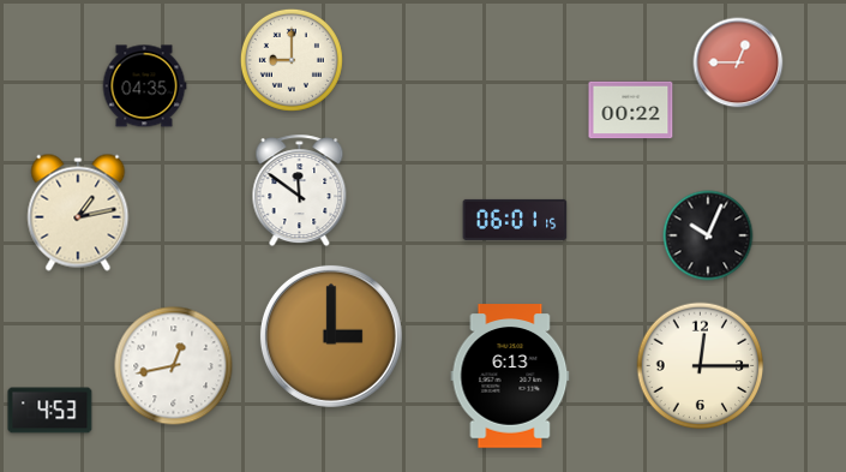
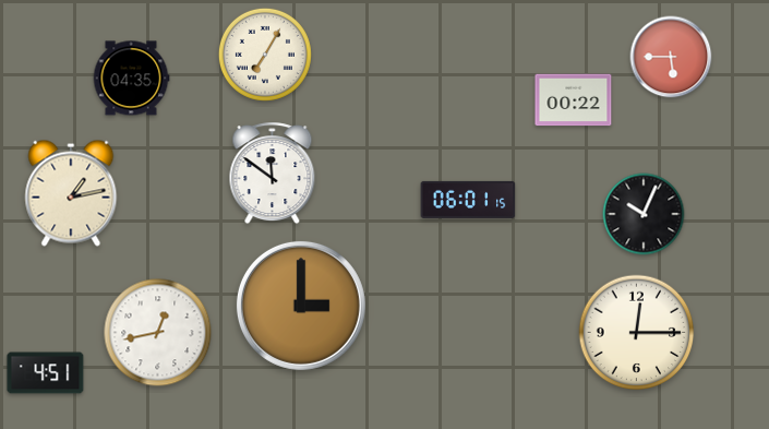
clock at (292, 60): 9:00 -> 7:05
clock at (738, 62): 12:45 -> 5:45
clock at (510, 376): 6:13 -> none
clock at (50, 411): 4:53 -> 4:51
